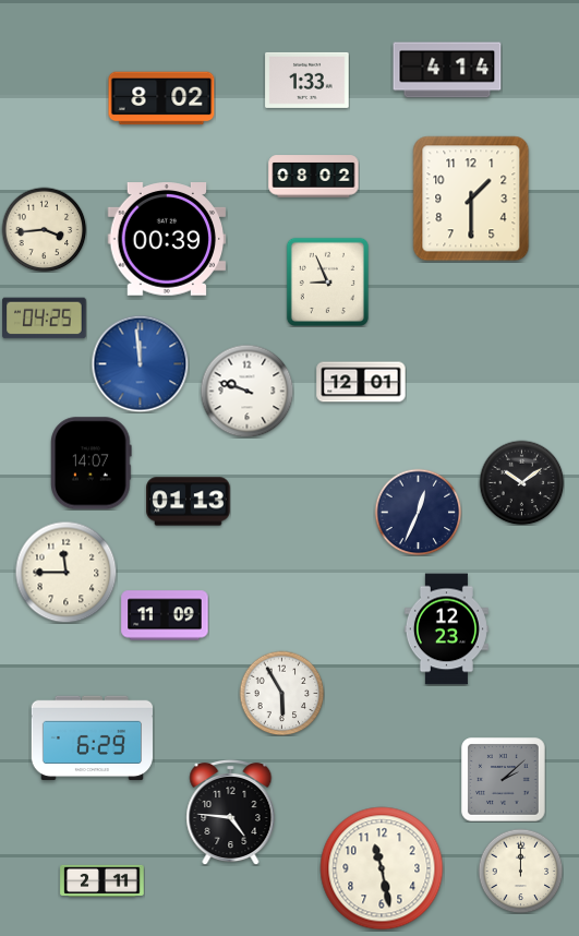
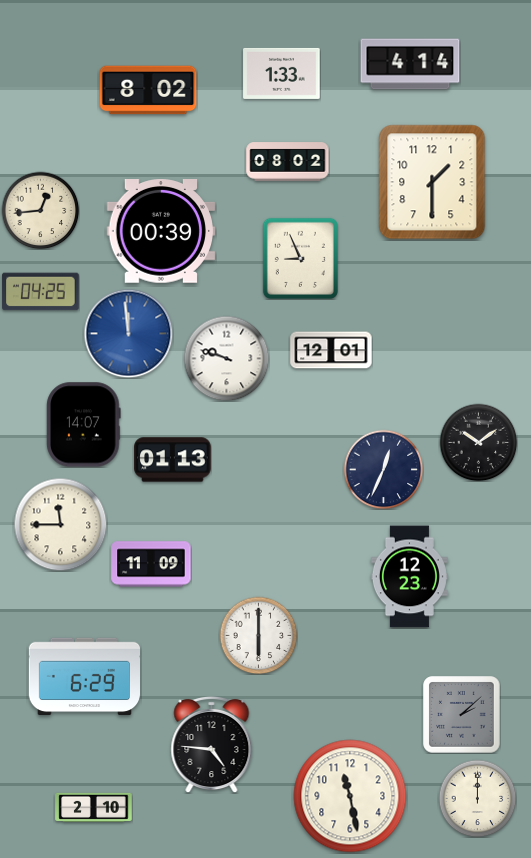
clock at (44, 229): 3:44 -> 12:44
clock at (167, 240) position: (167, 240) -> (161, 232)
clock at (281, 693): 5:55 -> 6:00
clock at (102, 880): 2:11 -> 2:10
